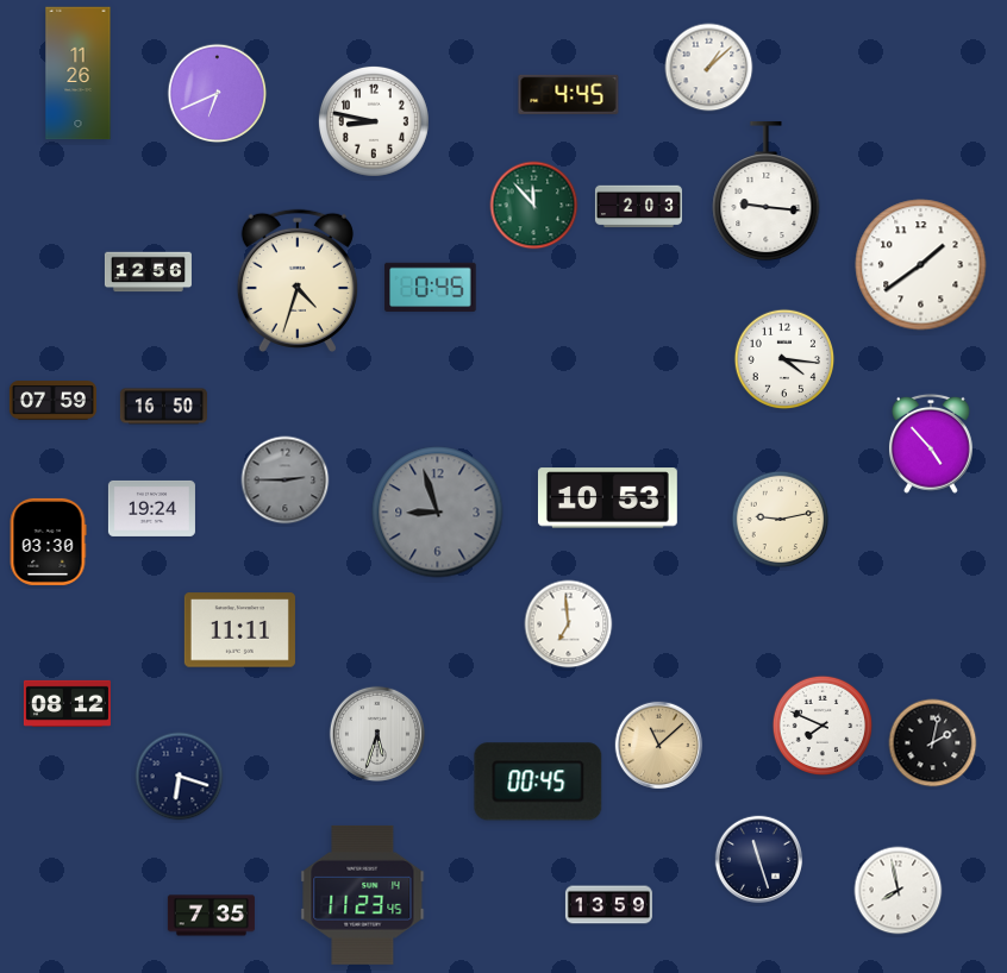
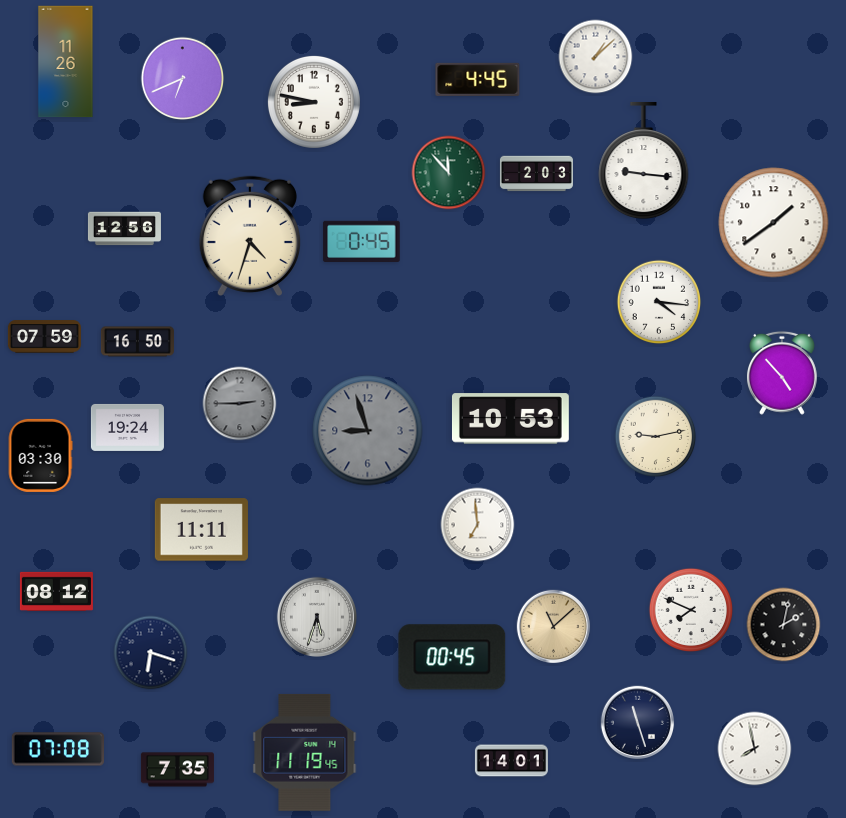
clock at (57, 749): none -> 07:08
clock at (363, 894): 11:23 -> 11:19
clock at (608, 905): 13:59 -> 14:01
